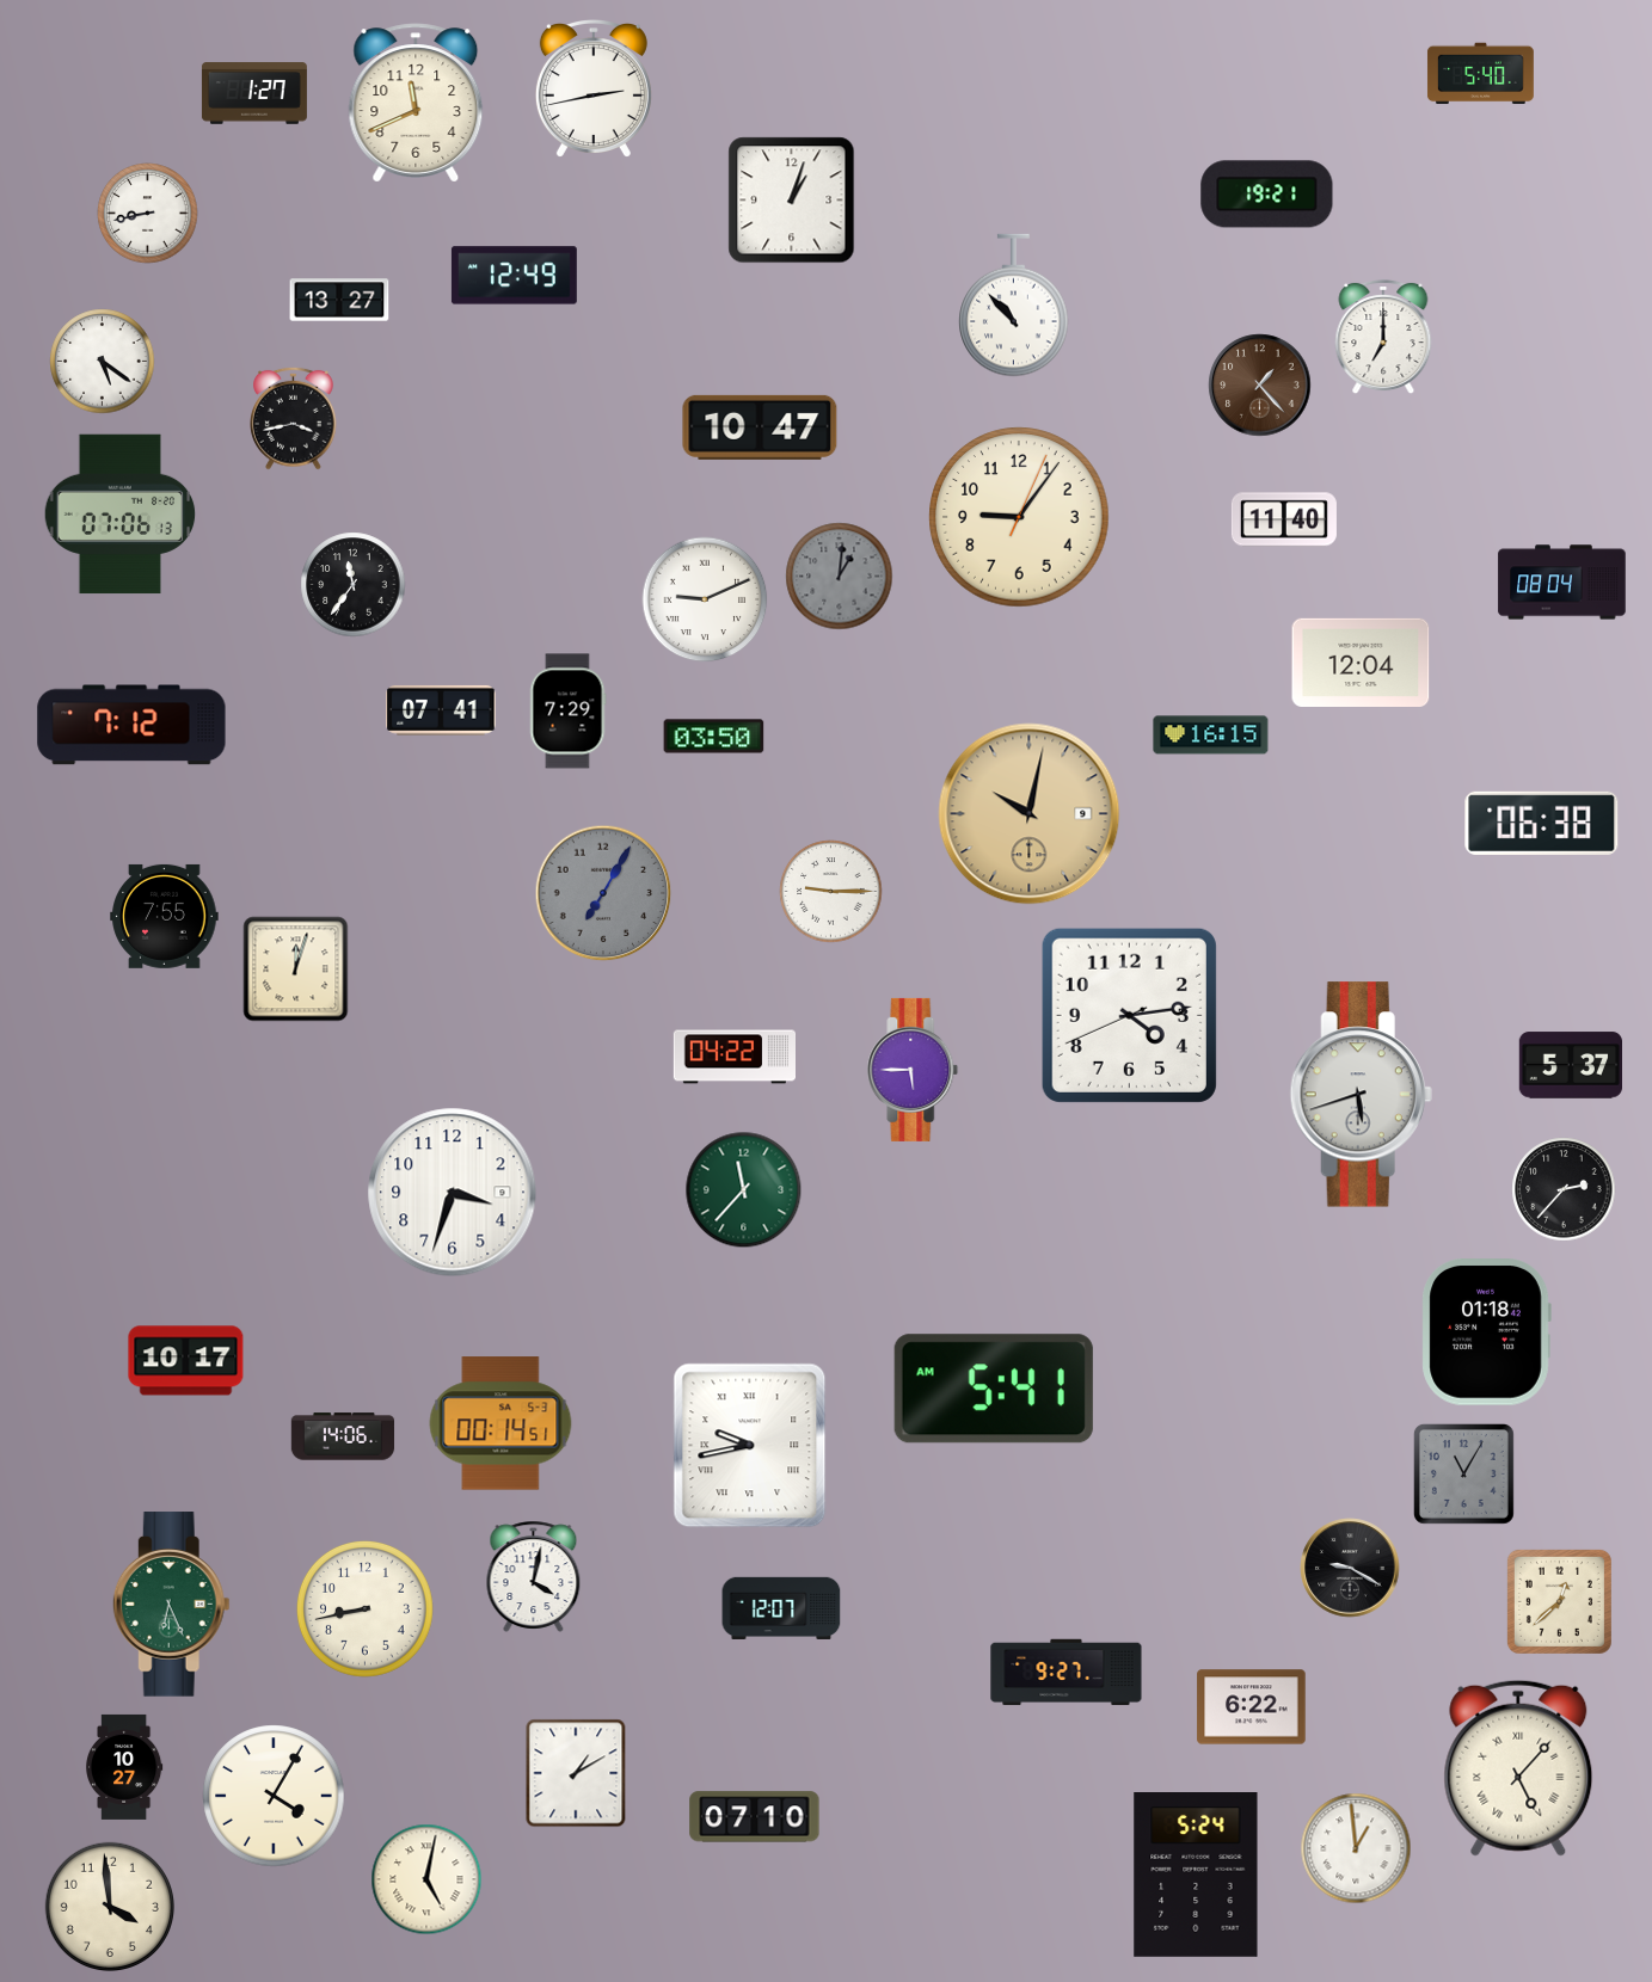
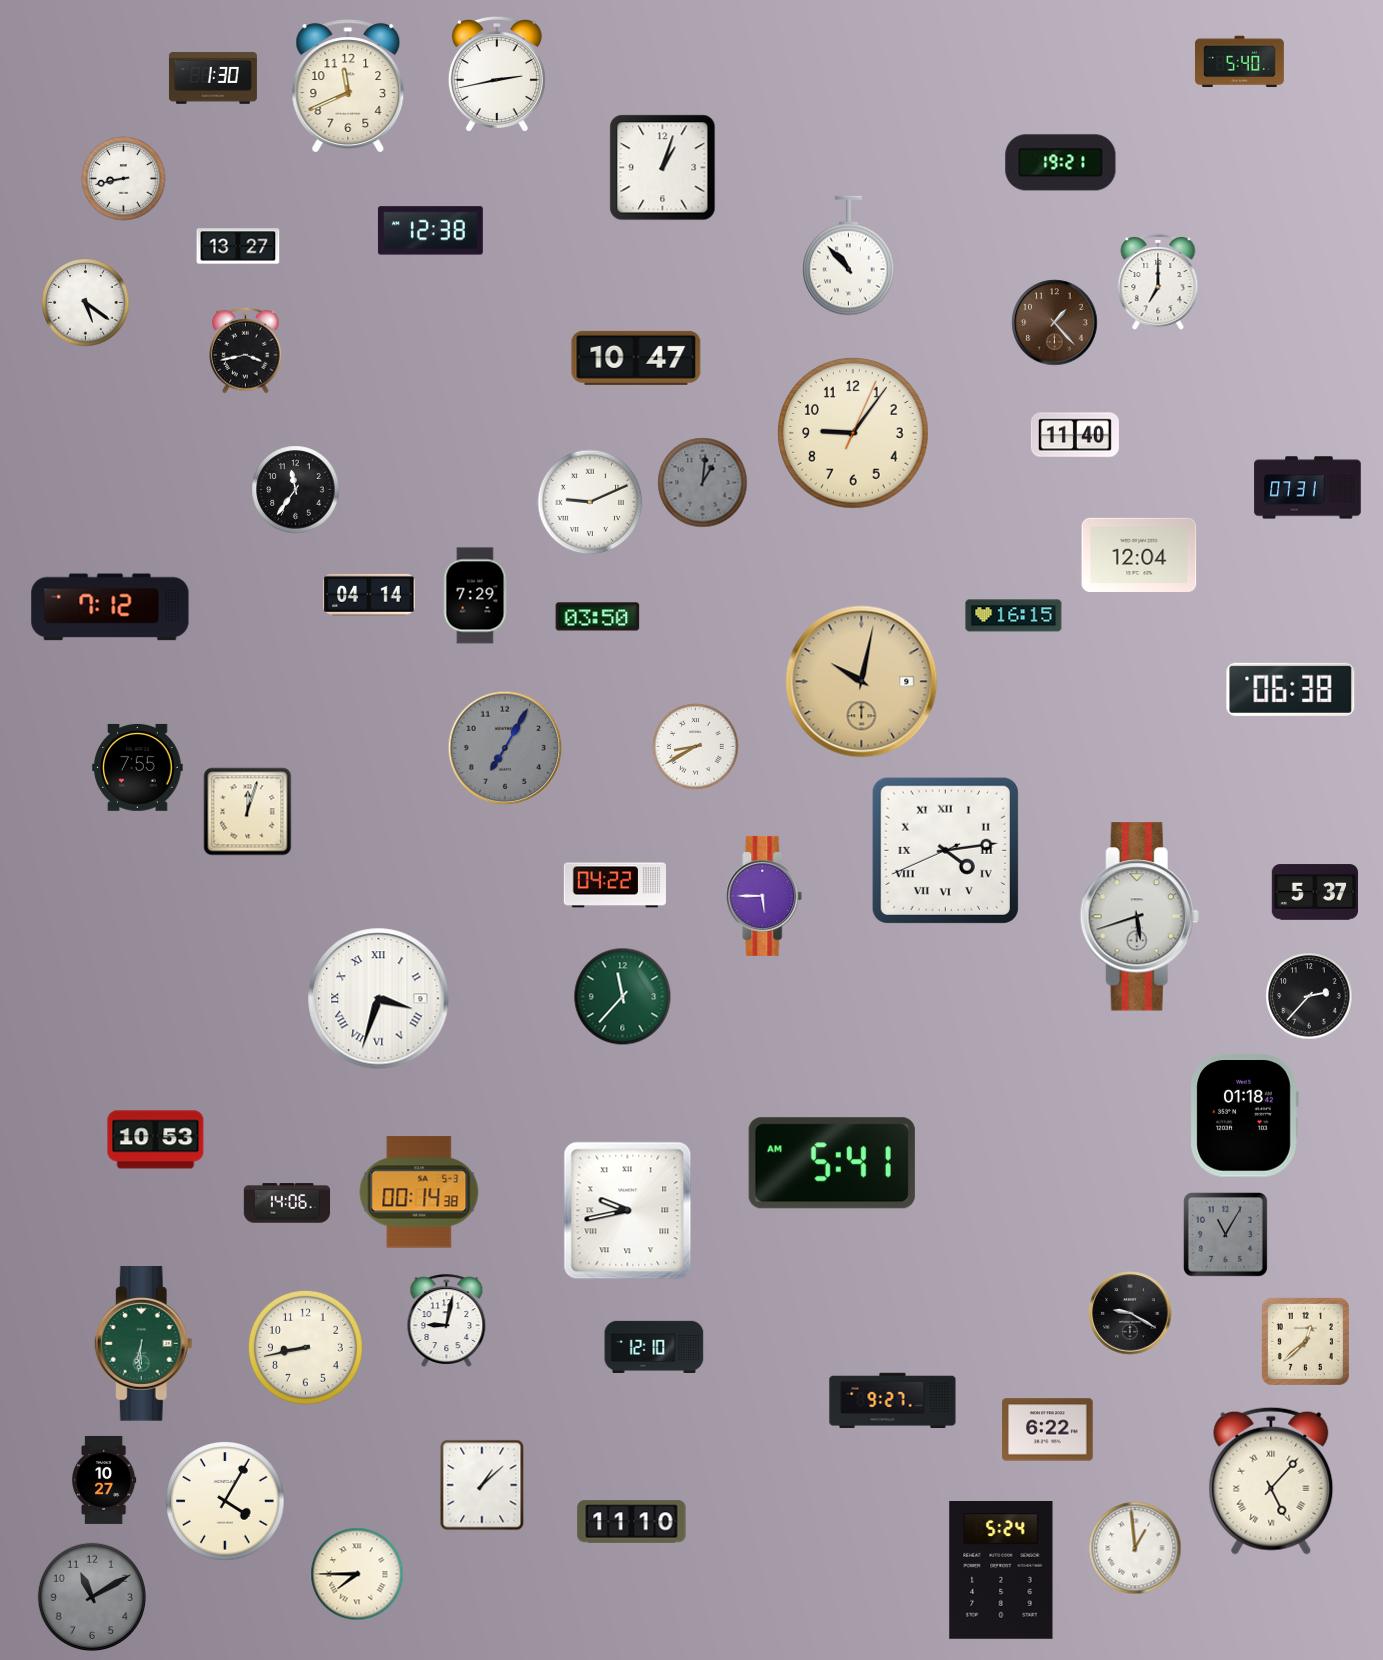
clock at (254, 93): 1:27 -> 1:30
clock at (514, 276): 12:49 -> 12:38
clock at (339, 300) position: (339, 300) -> (238, 246)
clock at (121, 515): 07:06 -> none
clock at (1562, 583): 08:04 -> 07:31
clock at (441, 710): 07:41 -> 04:14
clock at (831, 892): 9:15 -> 8:40
clock at (1129, 1015) numerals: Arabic -> Roman
clock at (453, 1193) numerals: Arabic -> Roman
clock at (186, 1361): 10:17 -> 10:53
clock at (500, 1423): 00:14:51 -> 00:14:38
clock at (534, 1576): 4:02 -> 9:02
clock at (171, 1605): 6:26 -> 6:31
clock at (781, 1608): 12:07 -> 12:10
clock at (576, 1773): 1:10 -> 1:08
clock at (274, 1796) position: (274, 1796) -> (225, 1501)
clock at (755, 1817): 07:10 -> 11:10
clock at (426, 1879): 5:02 -> 7:45
clock at (109, 1906): 3:59 -> 11:10
clock at (109, 1906) dial: cream -> grey
